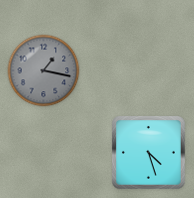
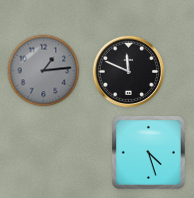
clock at (44, 71): 1:17 -> 1:14
clock at (128, 71): none -> 11:49
